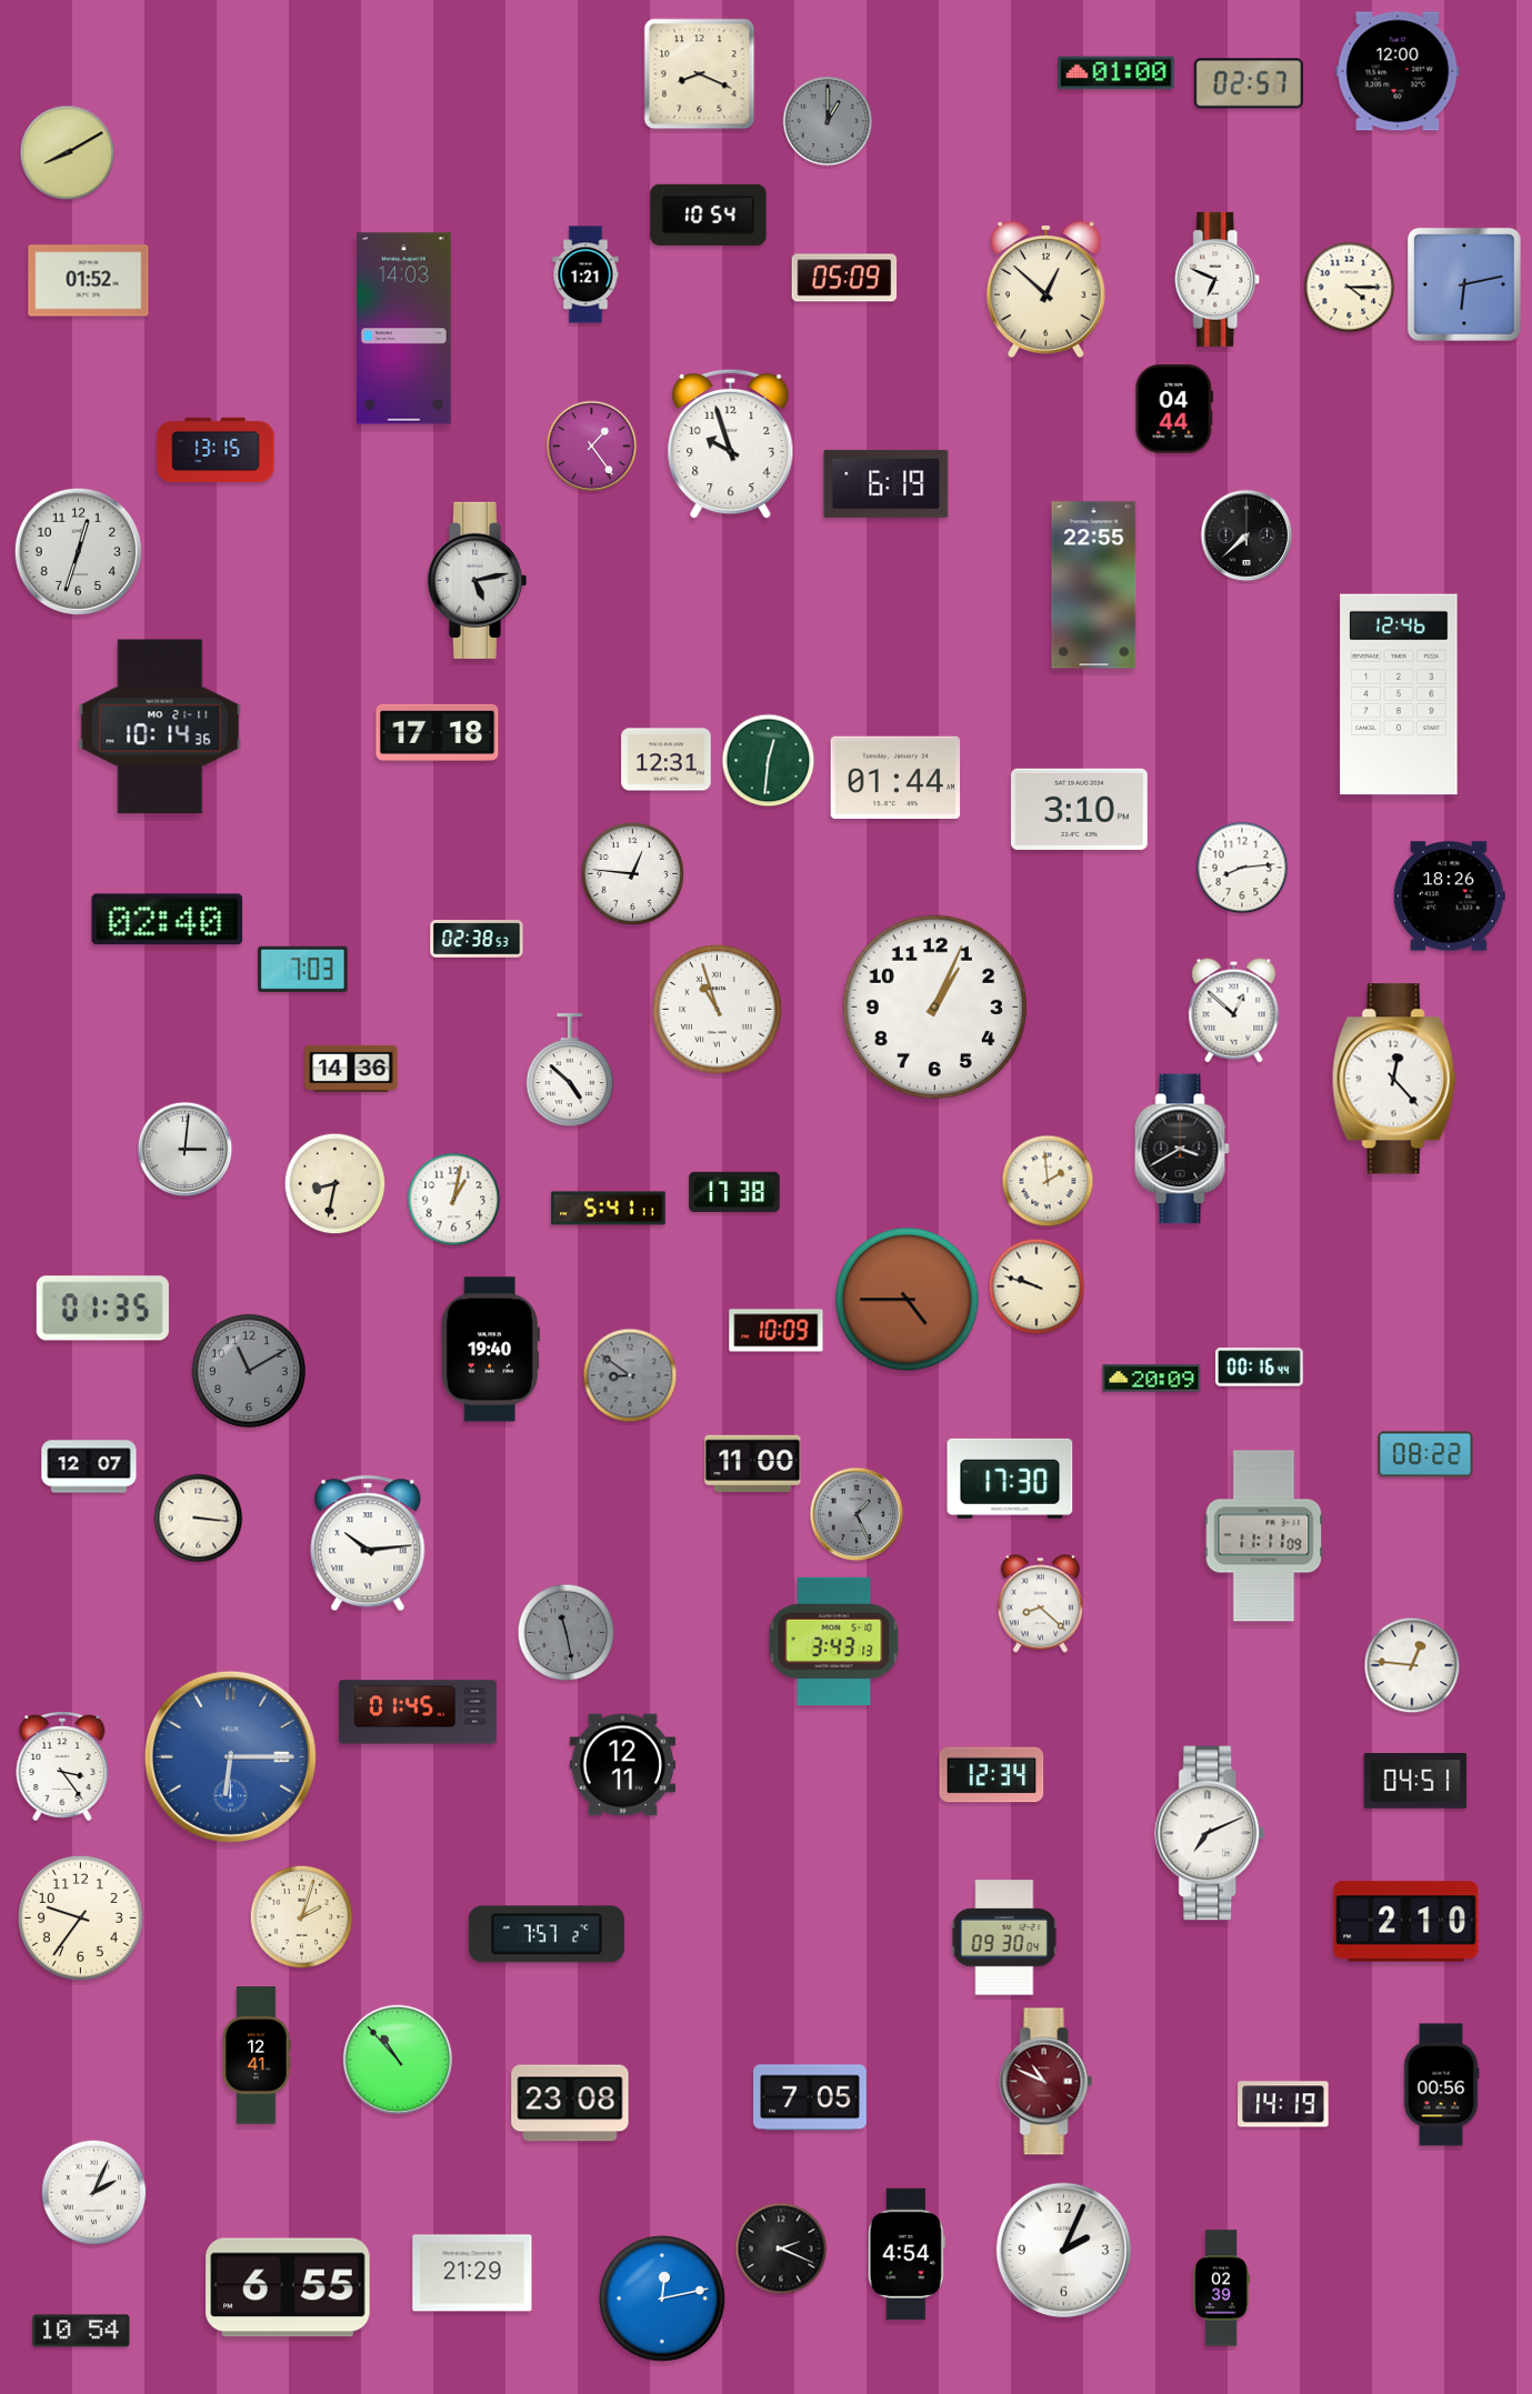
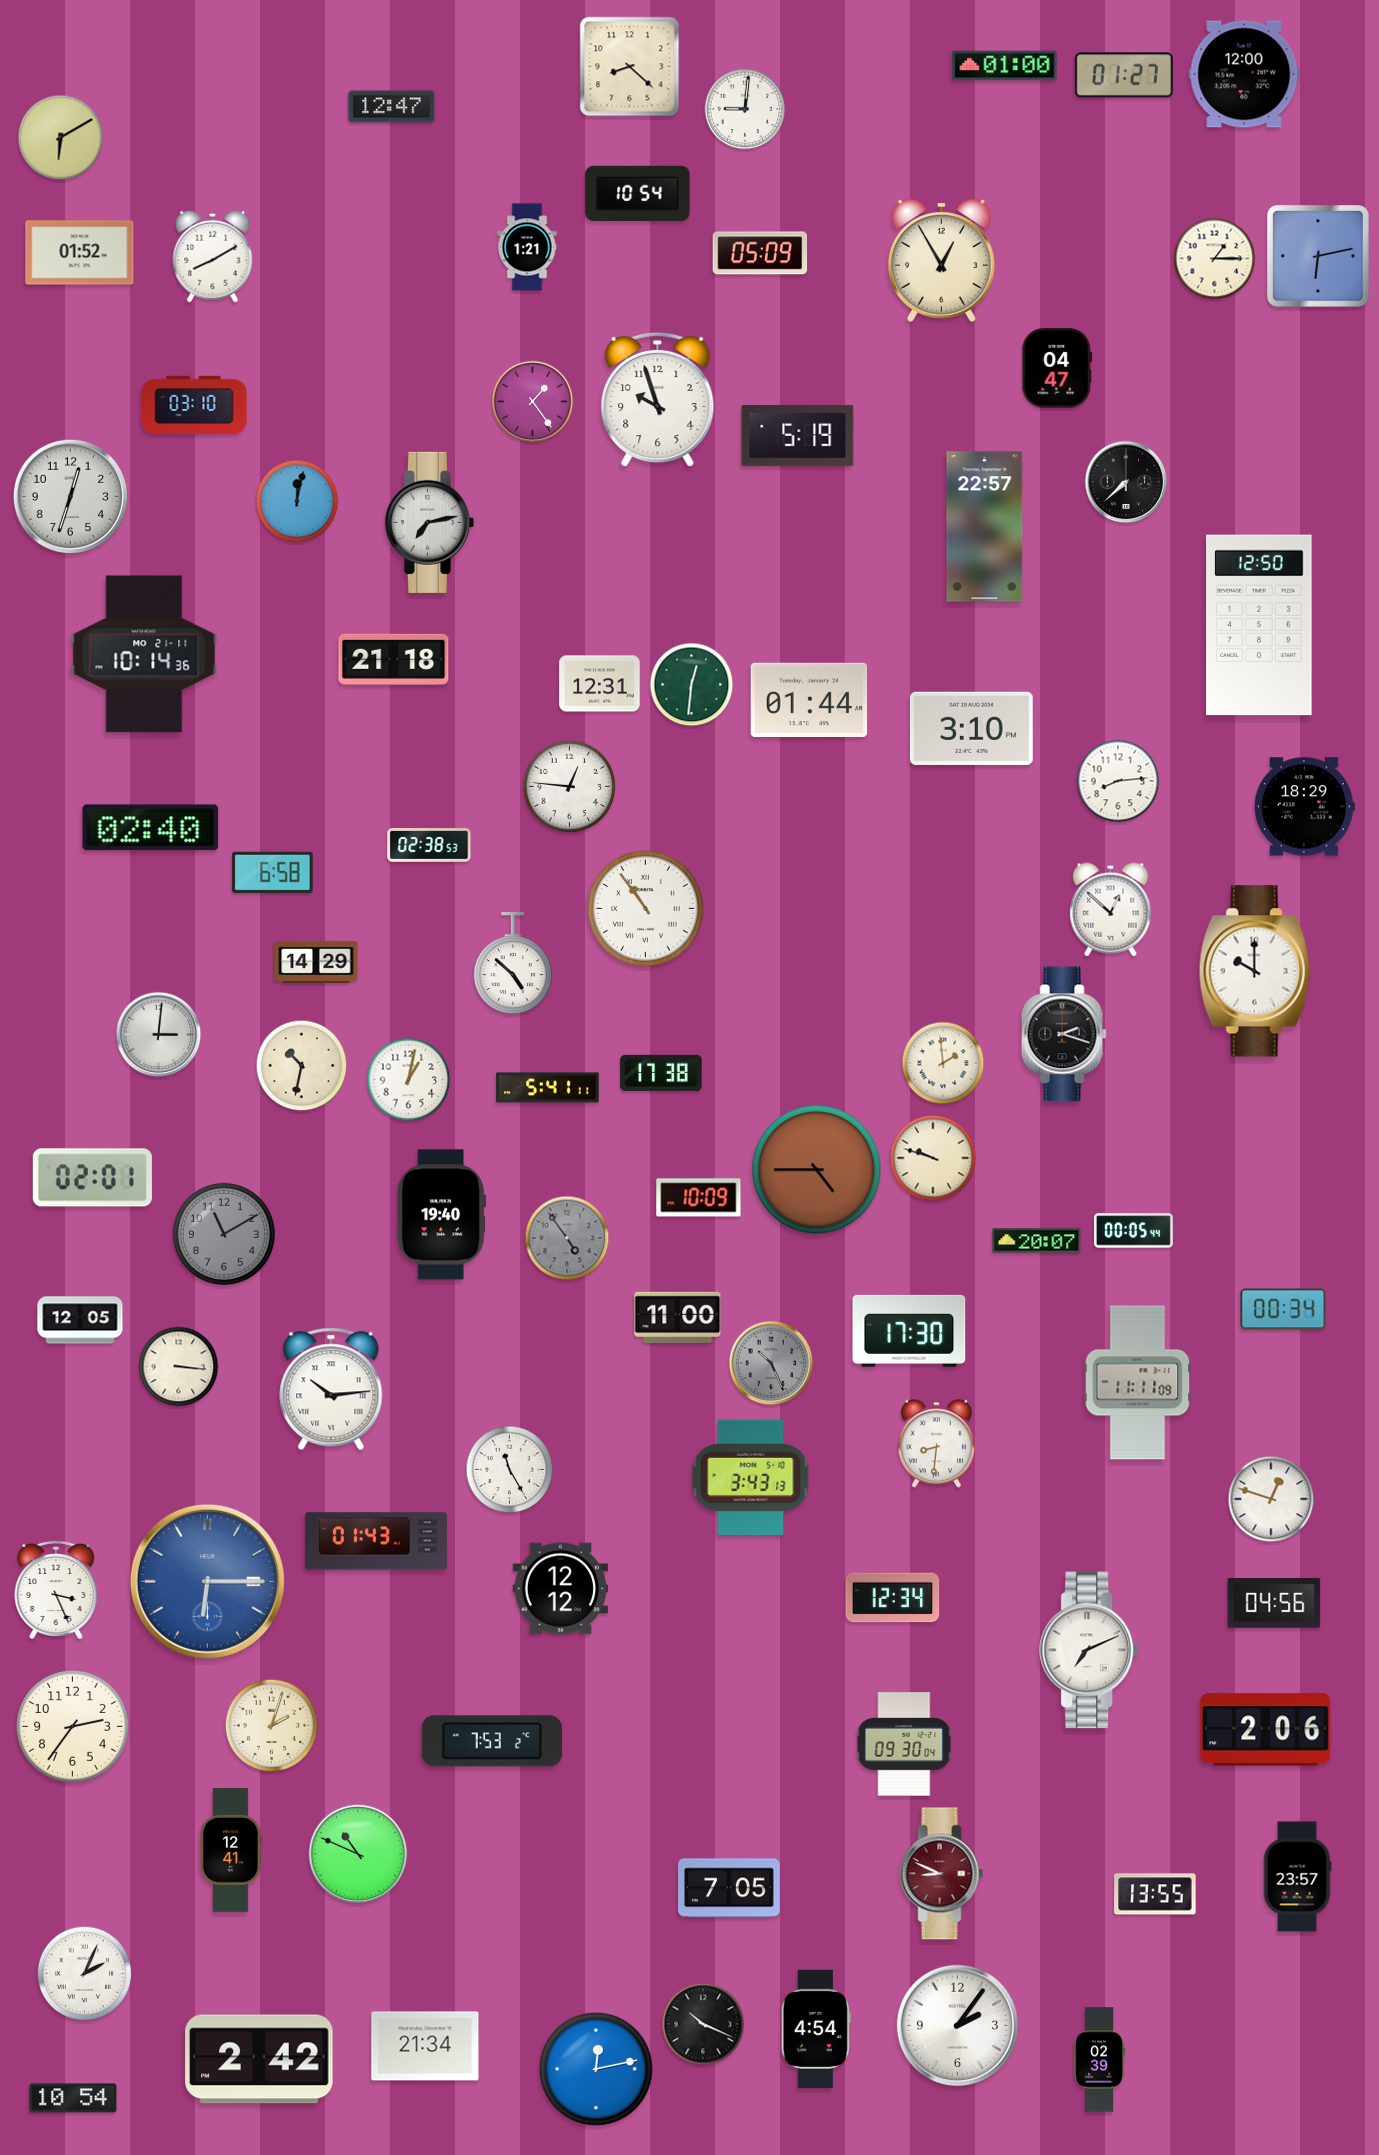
clock at (1398, 71) position: (1398, 71) -> (1244, 74)
clock at (700, 74): 8:19 -> 8:22
clock at (1249, 83): 02:57 -> 01:27
clock at (392, 107): none -> 12:47
clock at (828, 121): 1:00 -> 9:01
clock at (828, 121) dial: grey -> white
clock at (68, 153): 8:10 -> 6:10
clock at (844, 278) position: (844, 278) -> (760, 253)
clock at (1218, 279): 6:49 -> none
clock at (213, 256): none -> 8:10
clock at (1350, 288): 4:15 -> 1:15
clock at (1045, 289): 12:52 -> 12:55
clock at (404, 329): 14:03 -> none
clock at (1174, 409): 04:44 -> 04:47
clock at (216, 450): 13:15 -> 03:10
clock at (887, 483): 6:19 -> 5:19
clock at (1246, 535) position: (1246, 535) -> (1126, 482)
clock at (297, 501): none -> 12:02
clock at (477, 580): 5:13 -> 7:13
clock at (1094, 585): 22:55 -> 22:57
clock at (1399, 694): 12:46 -> 12:50
clock at (438, 732): 17:18 -> 21:18
clock at (895, 778) position: (895, 778) -> (809, 700)
clock at (1449, 897): 18:26 -> 18:29
clock at (303, 969): 7:03 -> 6:58
clock at (934, 1006): 1:04 -> none
clock at (718, 1010): 10:57 -> 10:54
clock at (351, 1069): 14:36 -> 14:29
clock at (1394, 1079): 12:23 -> 10:00
clock at (1182, 1149): 3:40 -> 2:18
clock at (186, 1150) position: (186, 1150) -> (159, 1035)
clock at (336, 1184): 8:32 -> 10:32
clock at (102, 1309): 01:35 -> 02:01
clock at (1260, 1368): 00:16 -> 00:05
clock at (630, 1375): 8:51 -> 4:54
clock at (1152, 1379): 20:09 -> 20:07
clock at (1425, 1454): 08:22 -> 00:34
clock at (89, 1466): 12:07 -> 12:05
clock at (857, 1514): 1:26 -> 10:26
clock at (1040, 1604): 8:22 -> 8:31
clock at (567, 1633): 11:28 -> 11:25
clock at (567, 1633) dial: grey -> white
clock at (1412, 1665): 12:46 -> 12:48
clock at (418, 1712): 01:45 -> 01:43
clock at (623, 1765): 12:11 -> 12:12
clock at (62, 1767): 3:24 -> 3:26
clock at (1415, 1782): 04:51 -> 04:56
clock at (81, 1919): 9:36 -> 2:36
clock at (1406, 1922): 2:10 -> 2:06
clock at (547, 1934): 7:57 -> 7:53
clock at (398, 2060): 10:53 -> 10:49
clock at (1047, 2082): 10:49 -> 8:49
clock at (1441, 2085): 00:56 -> 23:57
clock at (570, 2103): 23:08 -> none
clock at (1283, 2104): 14:19 -> 13:55
clock at (781, 2248): 2:19 -> 10:19
clock at (1063, 2250): 2:04 -> 2:06
clock at (472, 2273): 21:29 -> 21:34
clock at (288, 2287): 6:55 -> 2:42
